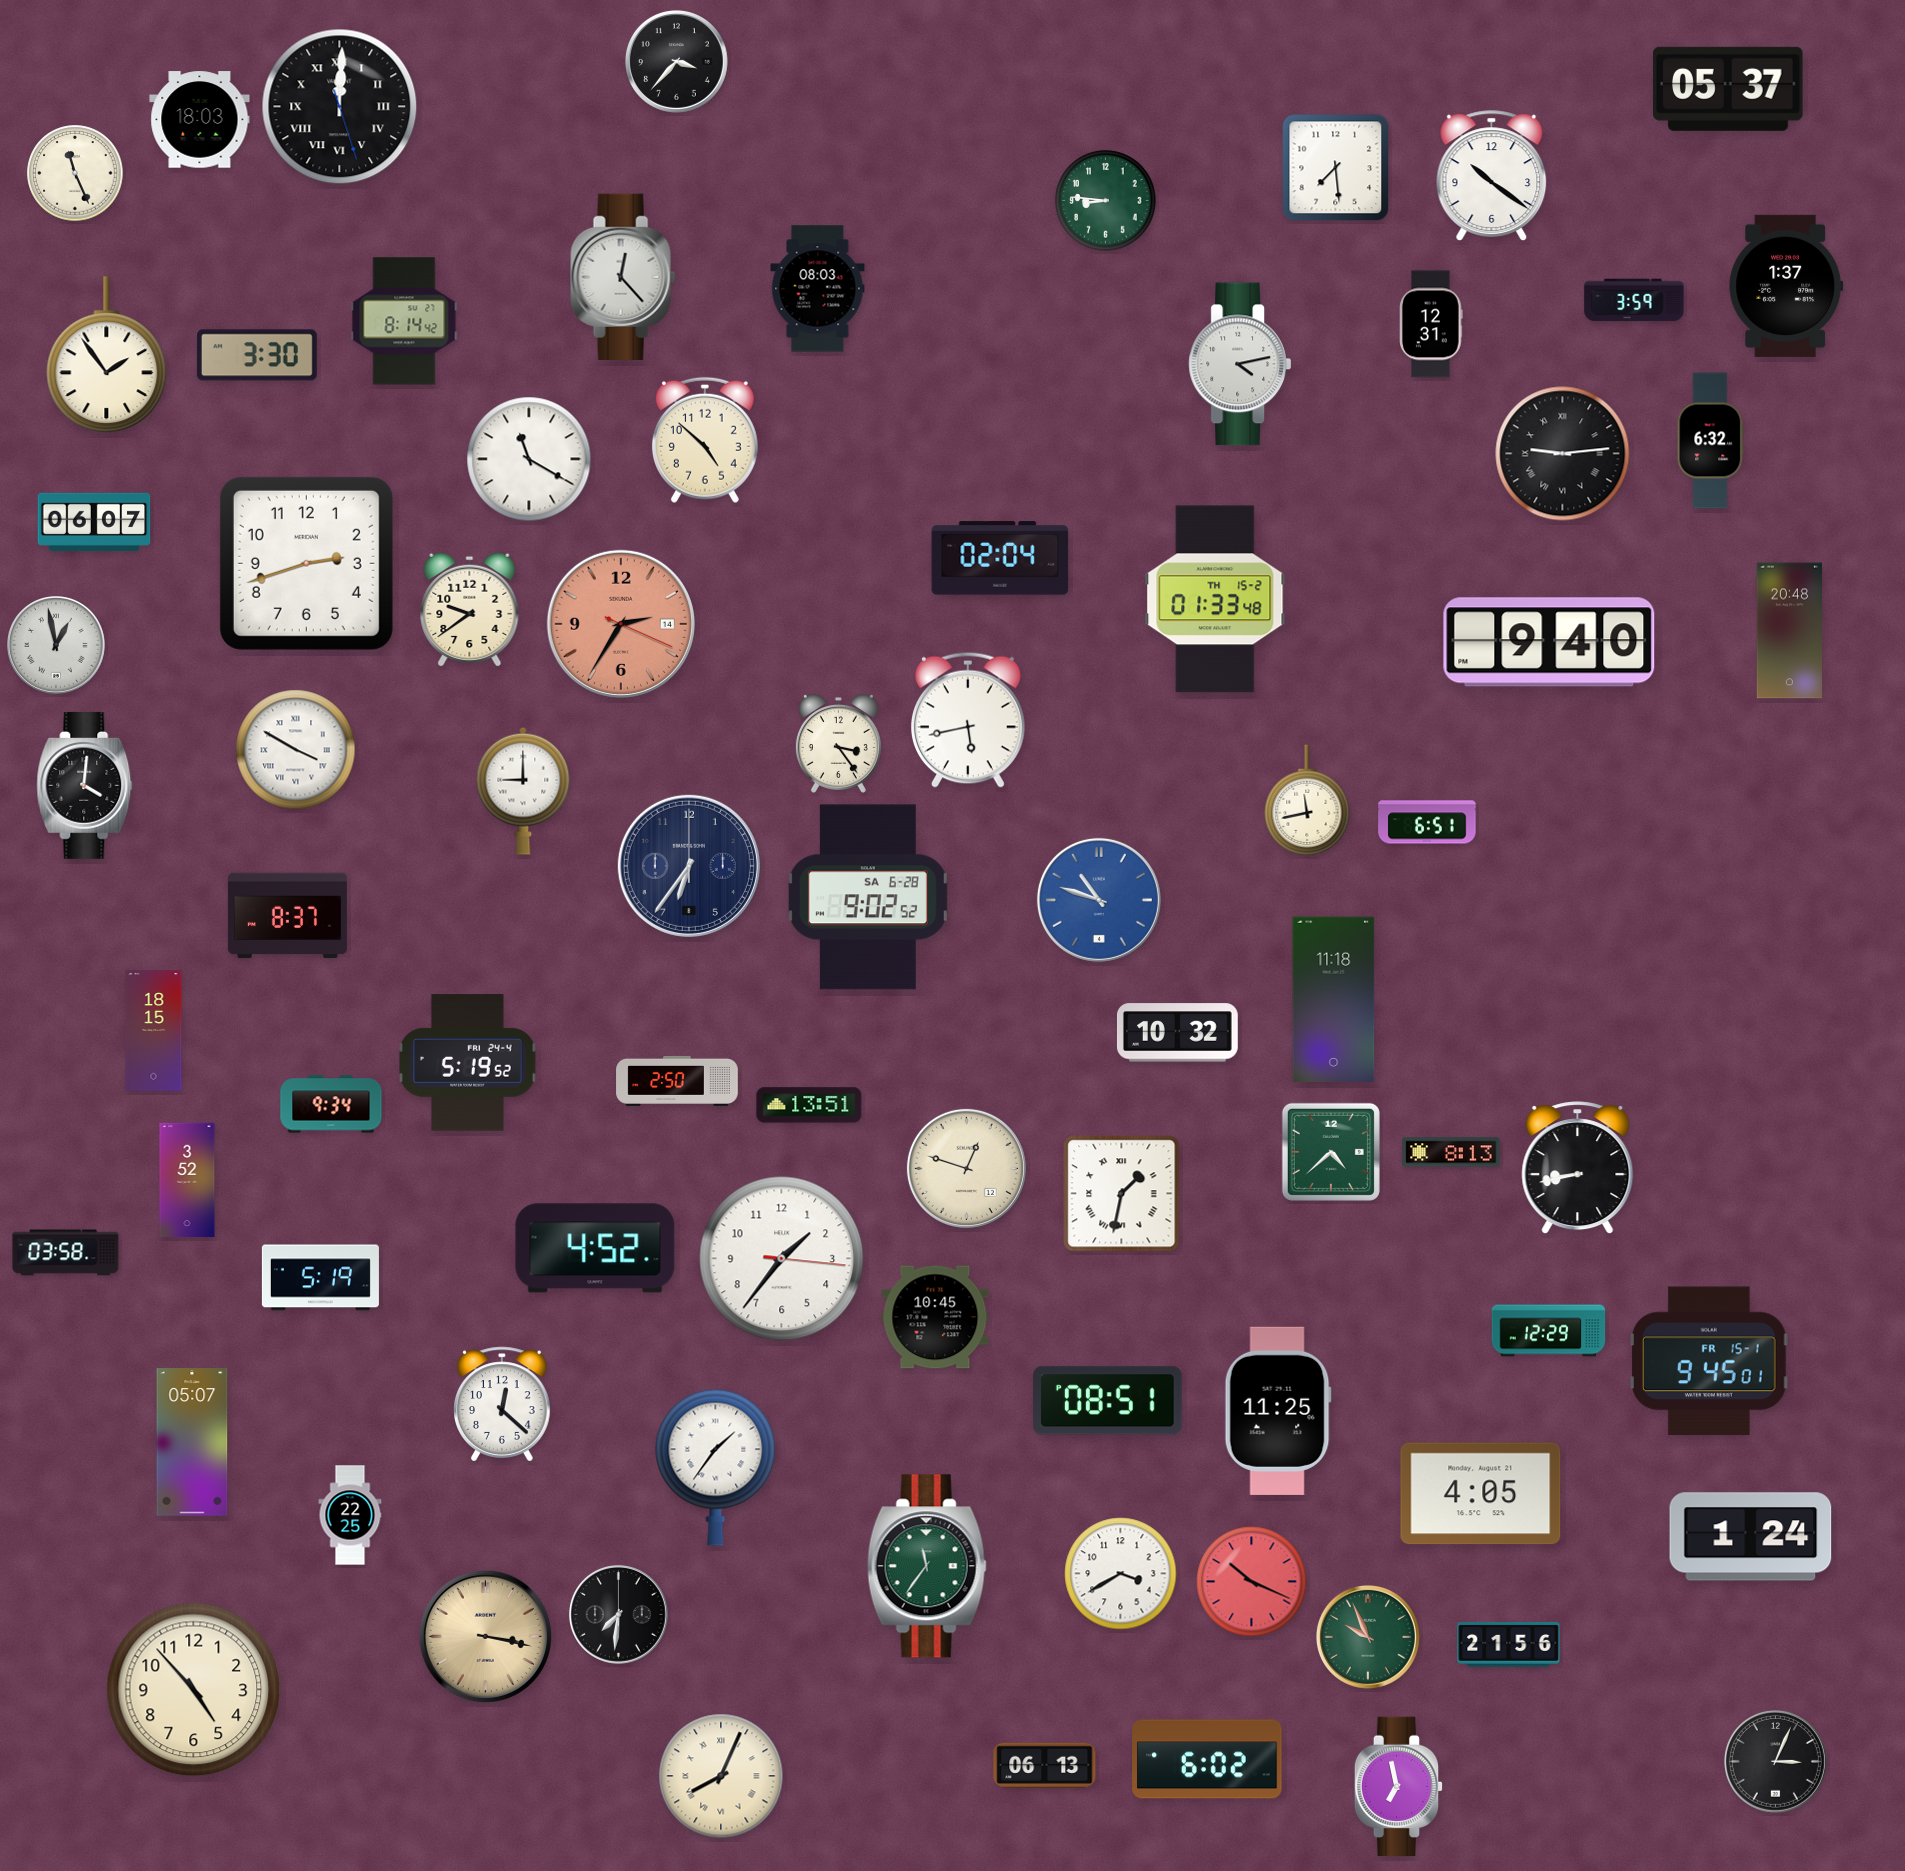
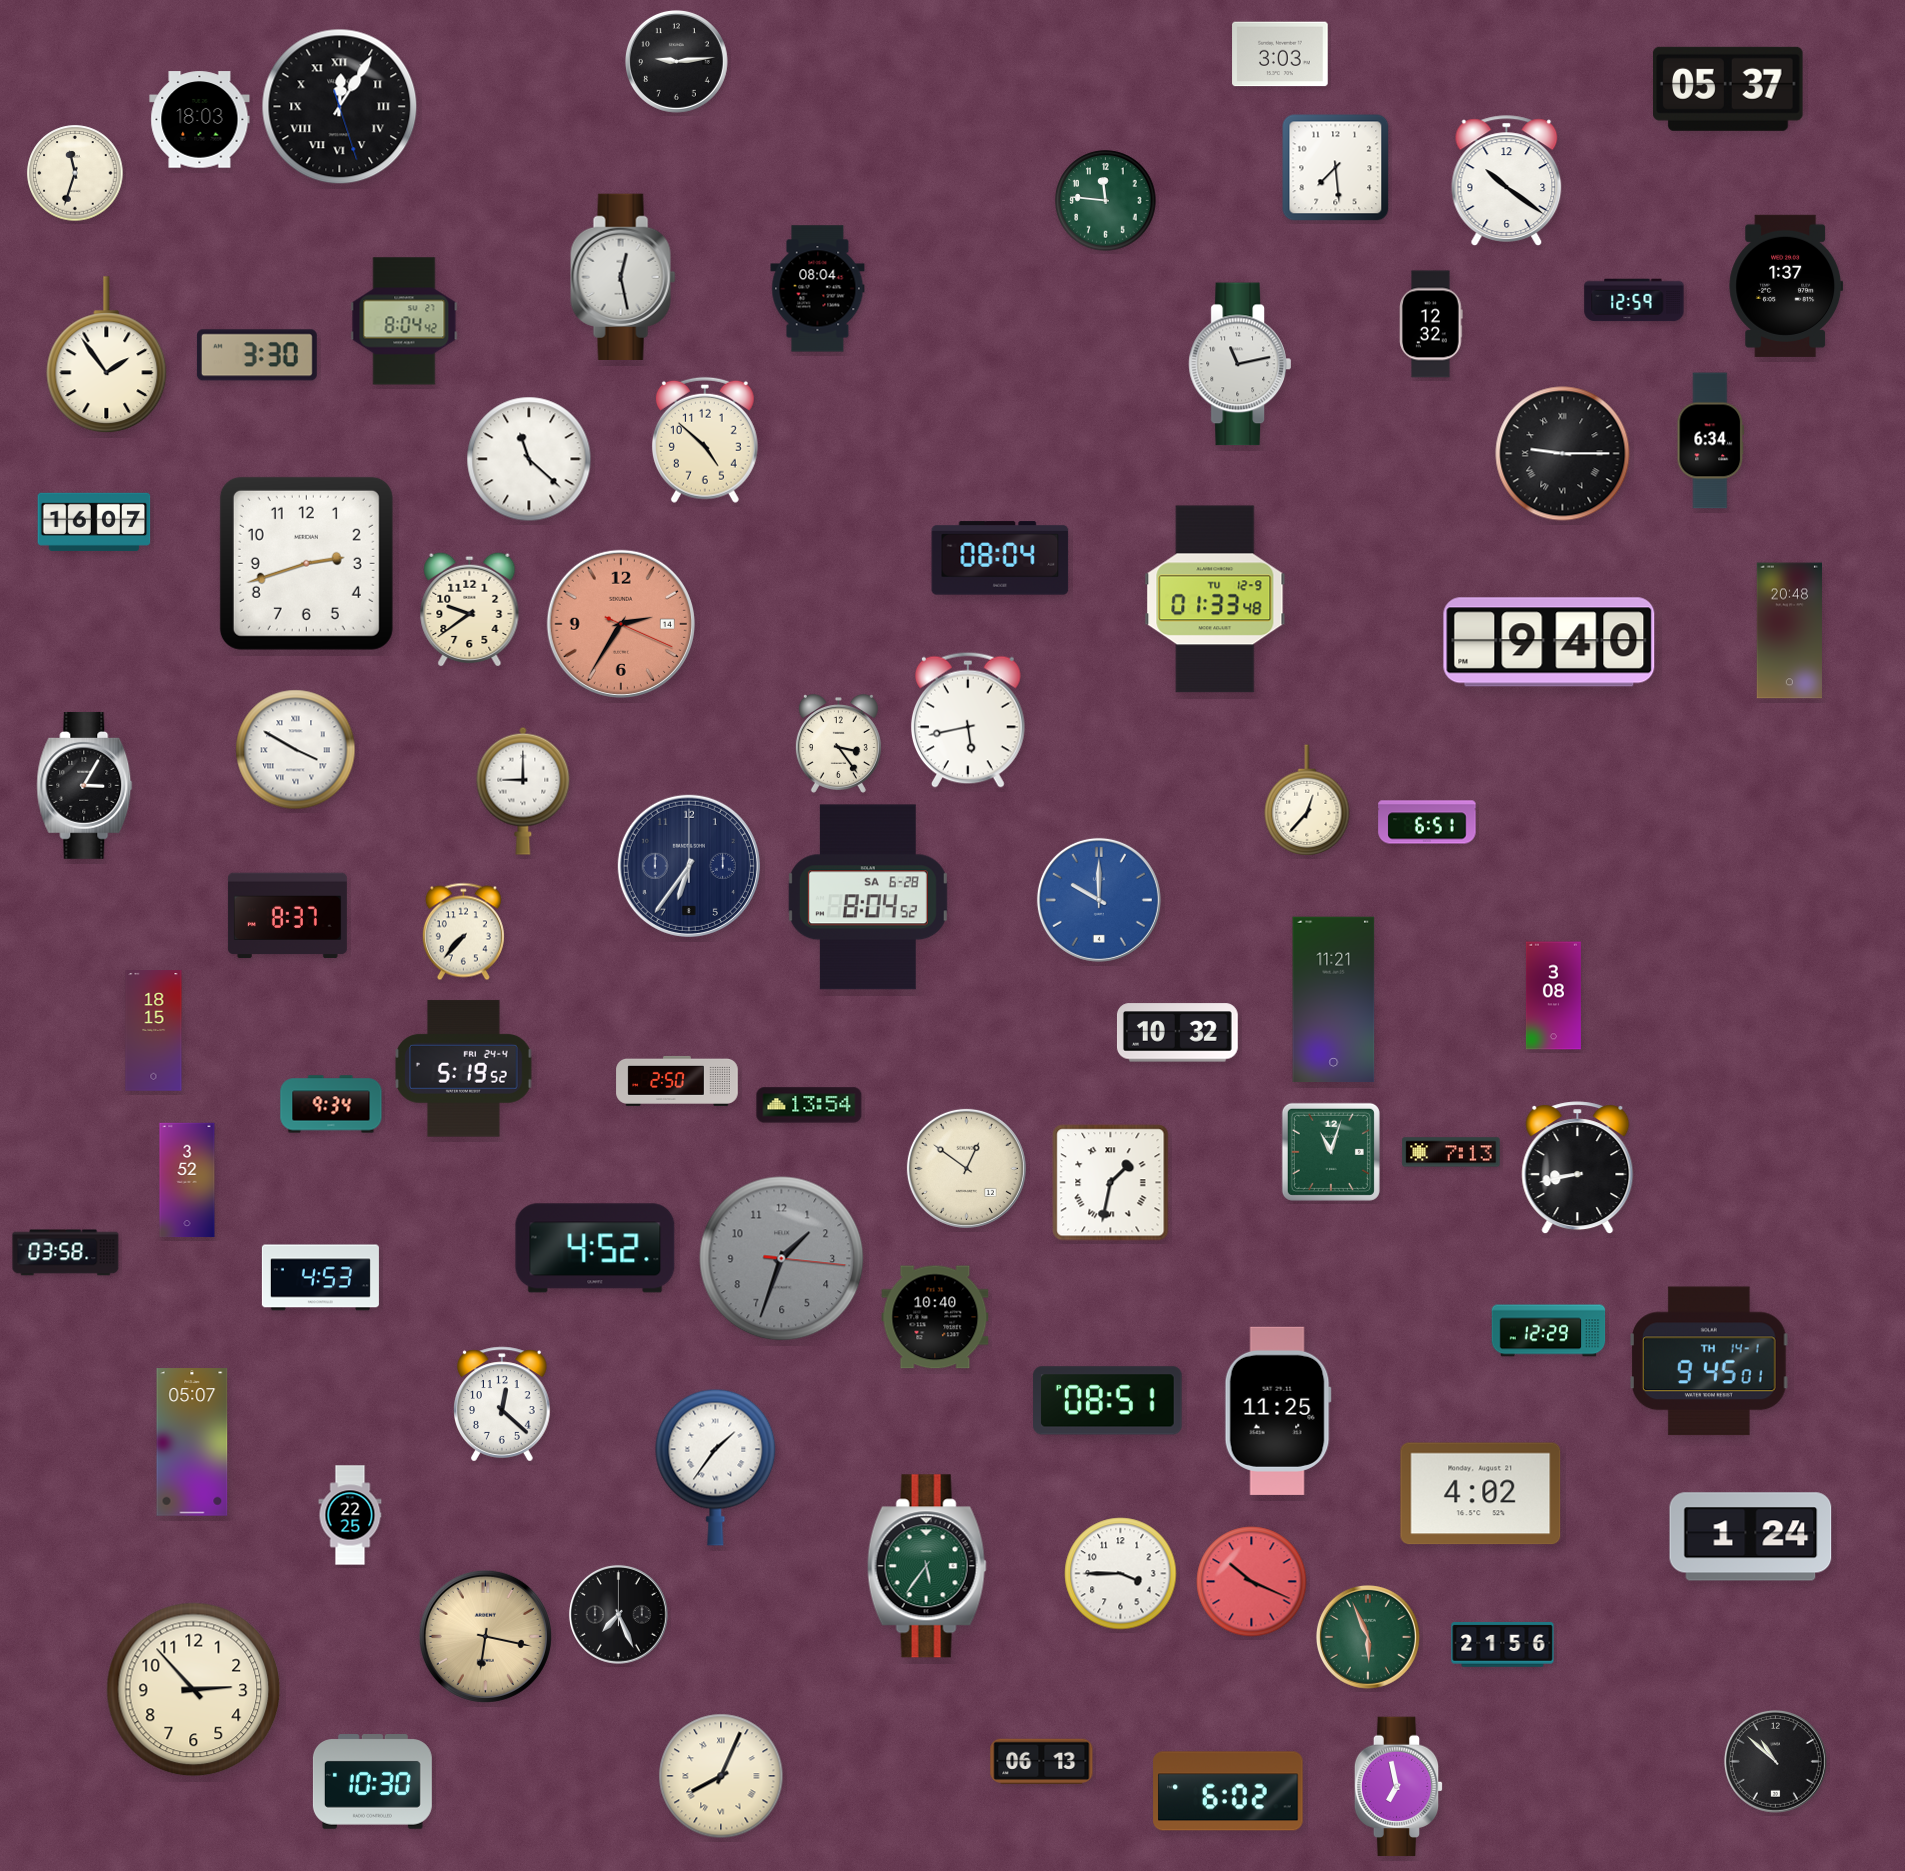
clock at (1280, 54): none -> 3:03
clock at (676, 61): 3:37 -> 9:14
clock at (340, 107): 12:00 -> 12:05
clock at (75, 173): 11:26 -> 11:33
clock at (1492, 176) position: (1492, 176) -> (1507, 181)
clock at (1106, 201): 8:46 -> 11:46
clock at (623, 277): 12:23 -> 12:28
clock at (818, 289): 08:03 -> 08:04
clock at (1634, 300): 3:59 -> 12:59
clock at (404, 321): 8:14 -> 8:04
clock at (1431, 324): 12:31 -> 12:32
clock at (1240, 364): 4:13 -> 11:13
clock at (1711, 441): 6:32 -> 6:34
clock at (1563, 454): 9:14 -> 9:15
clock at (529, 459): 11:20 -> 11:22
clock at (94, 522): 06:07 -> 16:07
clock at (1000, 558): 02:04 -> 08:04
clock at (1215, 599) date: TH 15-2 -> TU 12-9
clock at (57, 646): 12:58 -> none
clock at (85, 785): 4:01 -> 3:05
clock at (1307, 801): 11:43 -> 12:37
clock at (868, 897): 9:02 -> 8:04
clock at (1099, 900): 10:48 -> 10:00
clock at (463, 932): none -> 7:37
clock at (1553, 996): none -> 3:08
clock at (1334, 1000): 11:18 -> 11:21
clock at (468, 1063) position: (468, 1063) -> (464, 1069)
clock at (809, 1105): 13:51 -> 13:54
clock at (1331, 1152): 4:38 -> 11:03
clock at (1451, 1152): 8:13 -> 7:13
clock at (966, 1168): 12:48 -> 12:51
clock at (1122, 1194) position: (1122, 1194) -> (1111, 1183)
clock at (782, 1259): 1:36 -> 1:33
clock at (782, 1259) dial: white -> grey
clock at (320, 1278): 5:19 -> 4:53
clock at (935, 1317): 10:45 -> 10:40
clock at (1710, 1361) date: FR 15-1 -> TH 14-1
clock at (1481, 1494): 4:05 -> 4:02
clock at (927, 1566): 11:36 -> 5:36
clock at (1121, 1574): 3:40 -> 3:45
clock at (618, 1615): 7:31 -> 7:26
clock at (485, 1636): 3:17 -> 6:17
clock at (1368, 1637): 9:56 -> 5:56
clock at (1509, 1645) position: (1509, 1645) -> (1503, 1645)
clock at (194, 1690): 4:53 -> 2:53
clock at (1207, 1759) position: (1207, 1759) -> (1228, 1791)
clock at (1775, 1761): 3:04 -> 10:52
clock at (1045, 1765) position: (1045, 1765) -> (1042, 1761)
clock at (372, 1782): none -> 10:30
